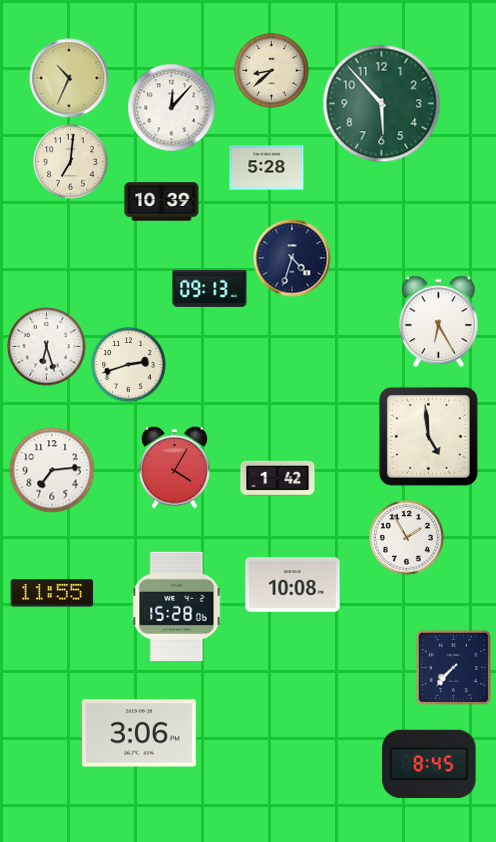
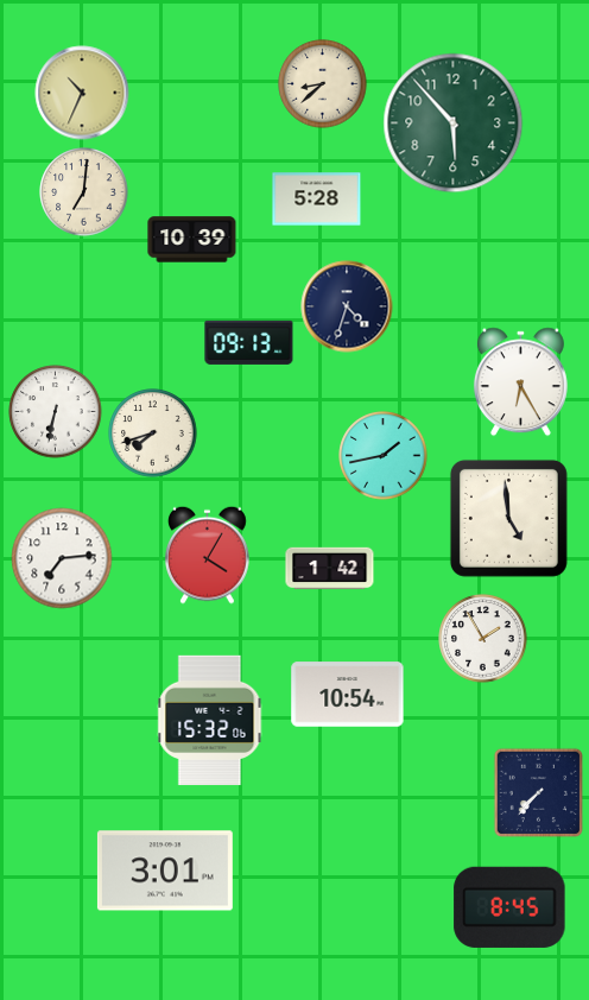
clock at (172, 108): 12:07 -> none
clock at (47, 347): 6:27 -> 6:32
clock at (129, 365): 2:42 -> 7:42
clock at (384, 456): none -> 1:43
clock at (293, 585): 10:08 -> 10:54
clock at (52, 593): 11:55 -> none
clock at (177, 607): 15:28 -> 15:32
clock at (139, 733): 3:06 -> 3:01
